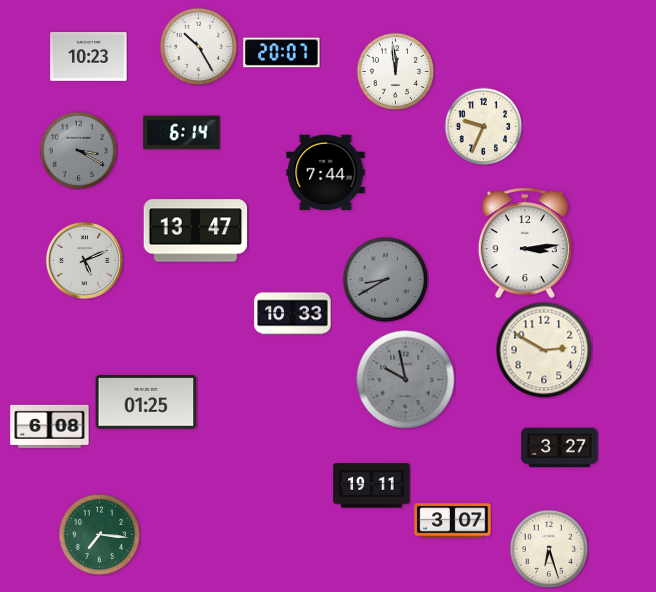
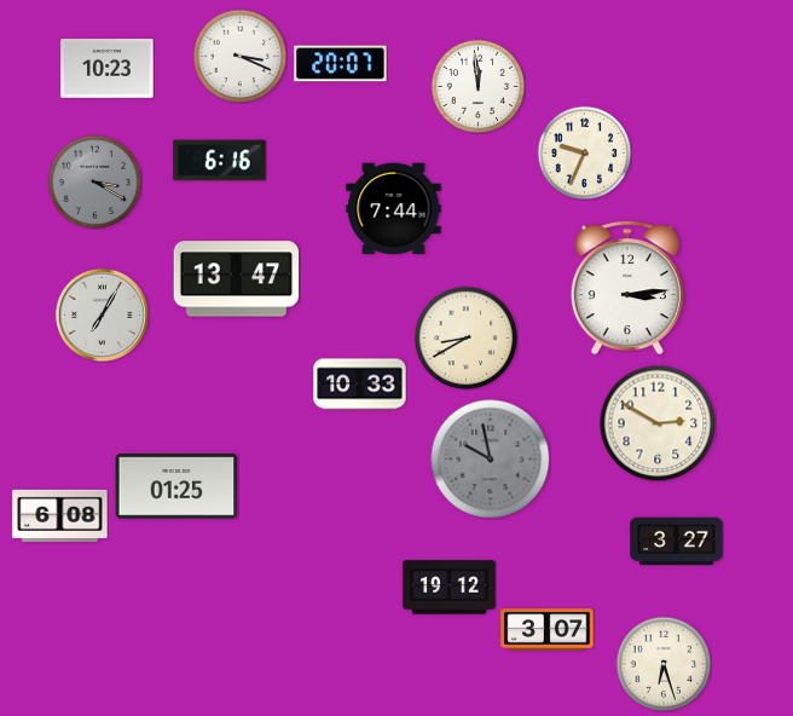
clock at (198, 46): 10:25 -> 3:19
clock at (182, 133): 6:14 -> 6:16
clock at (525, 243) position: (525, 243) -> (627, 288)
clock at (84, 260): 5:11 -> 7:05
clock at (385, 279) dial: grey -> cream
clock at (293, 314) position: (293, 314) -> (360, 385)
clock at (372, 486): 19:11 -> 19:12
clock at (99, 534): 7:16 -> none
